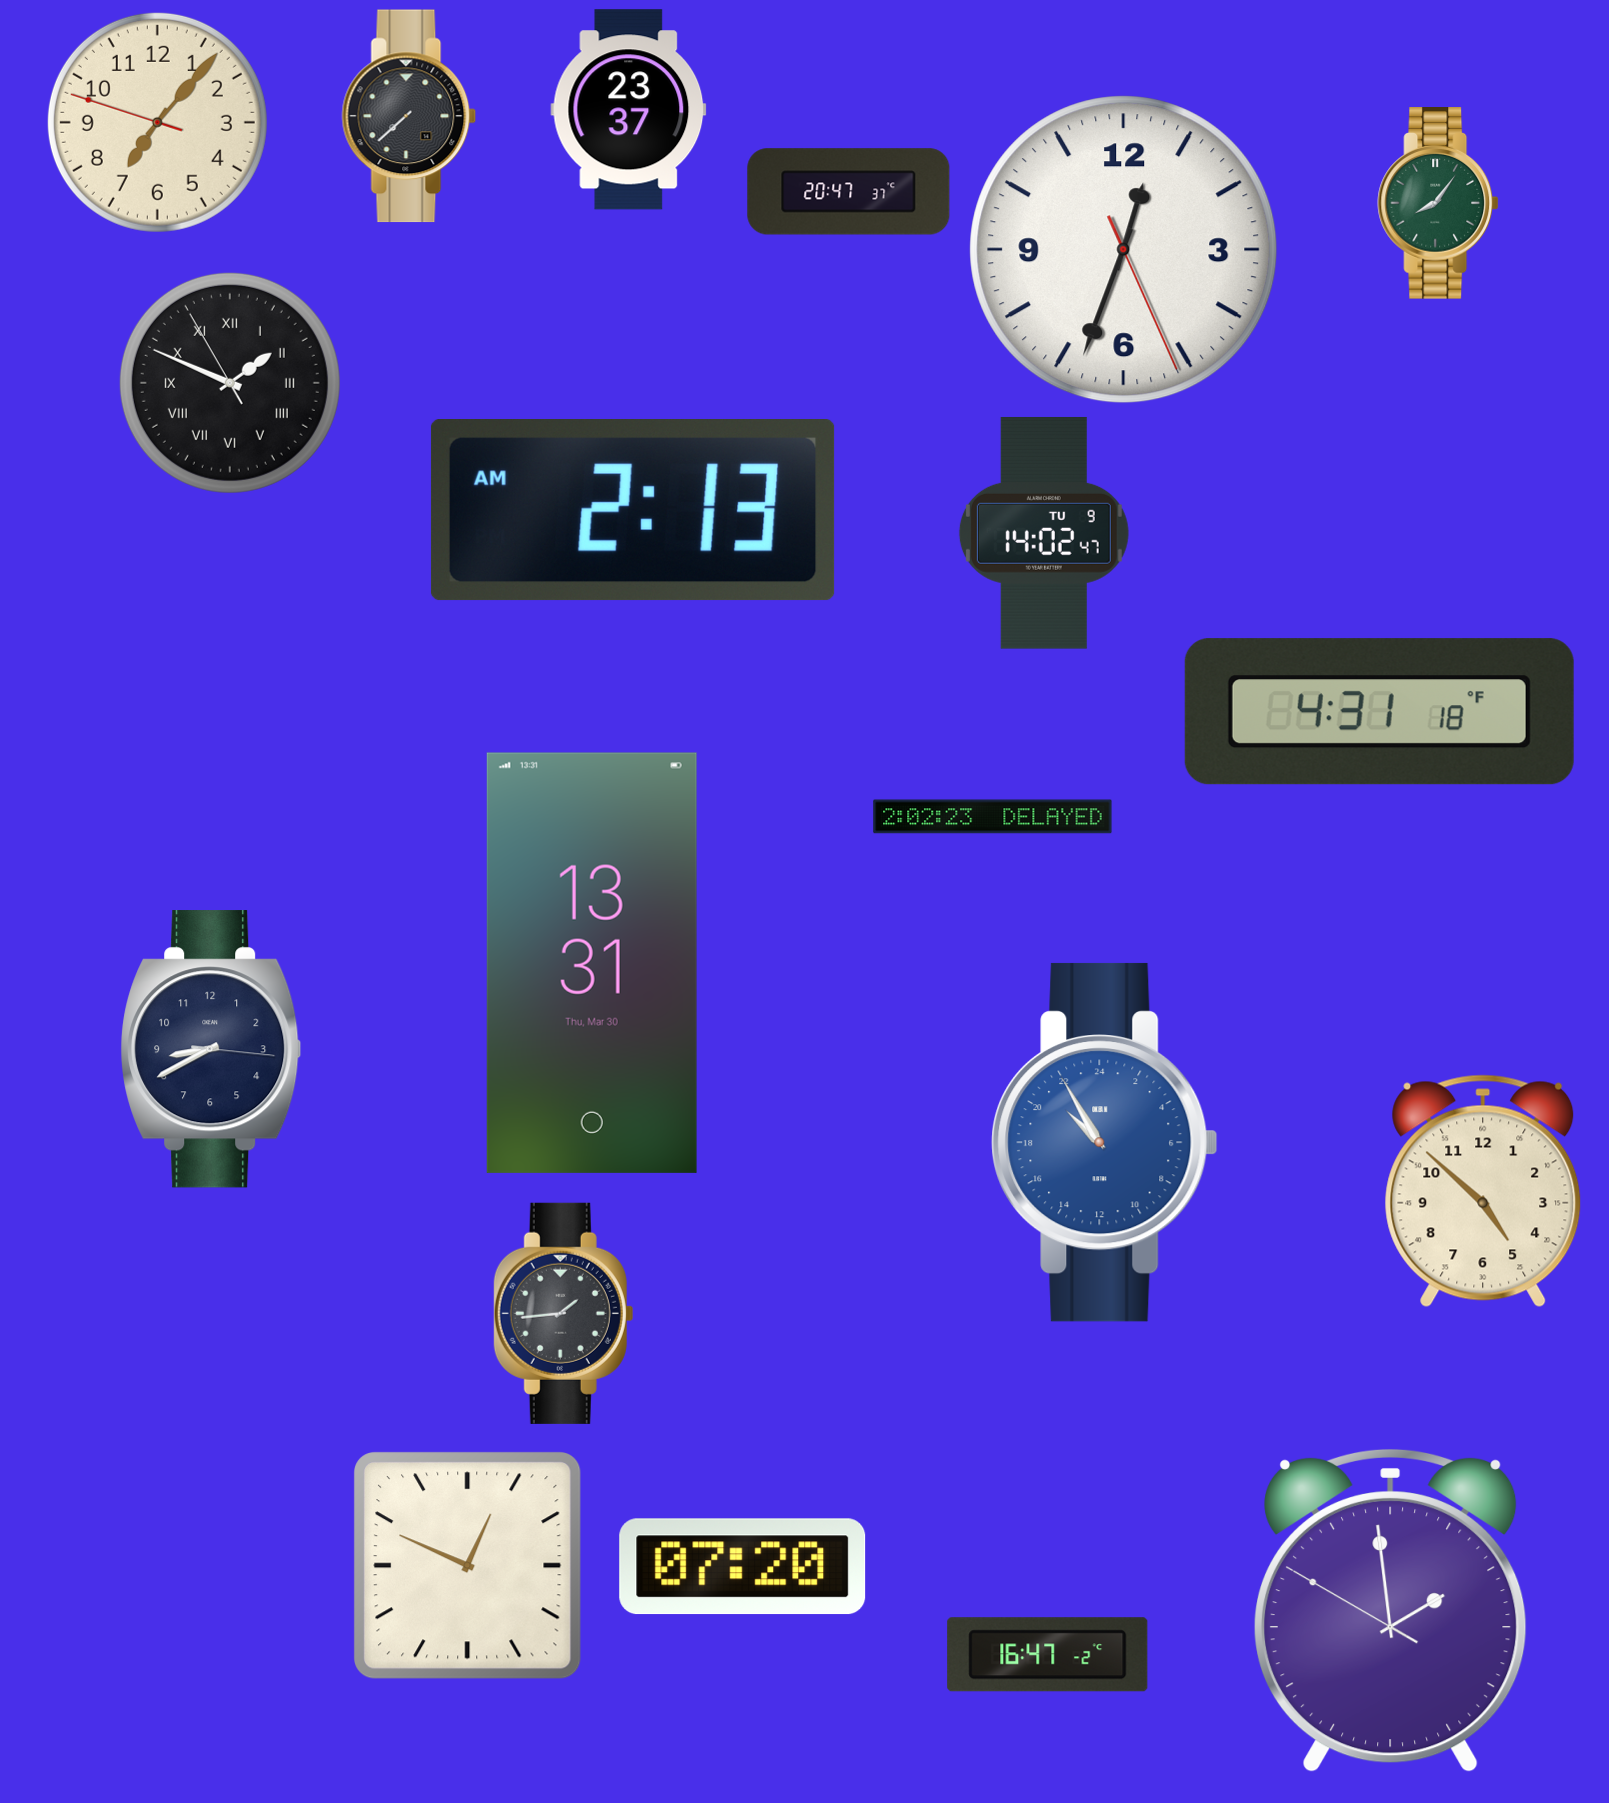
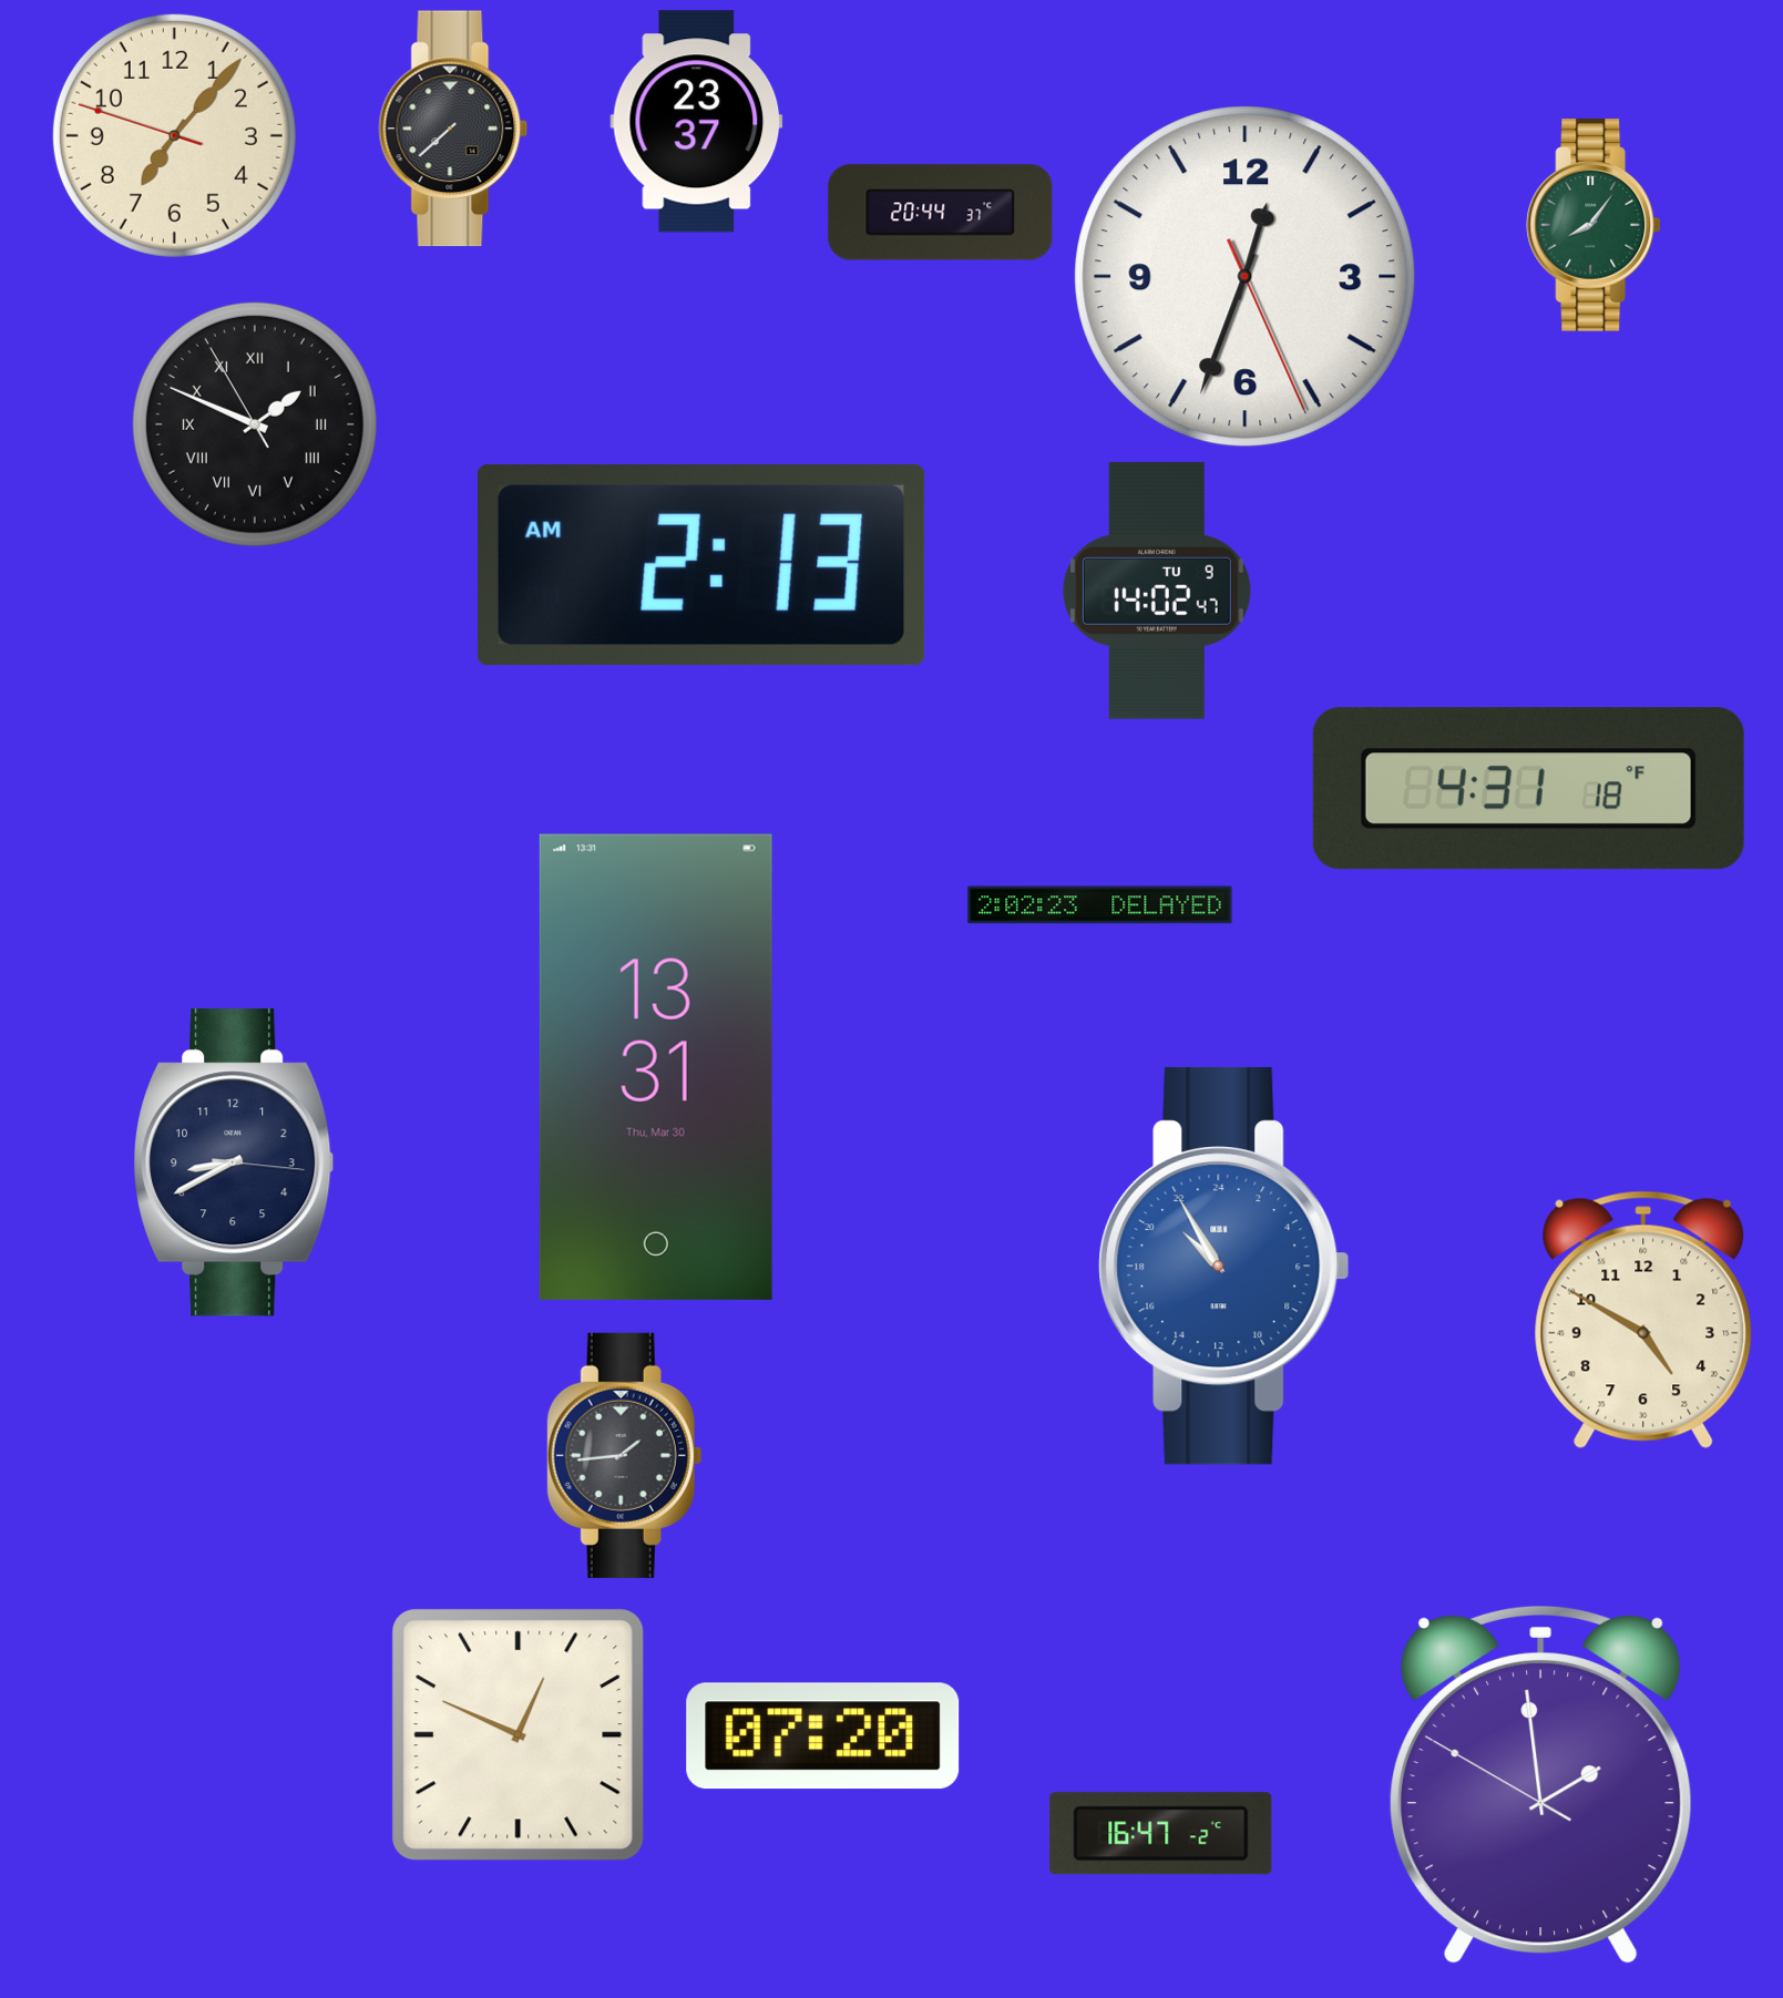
clock at (849, 192): 20:47 -> 20:44
clock at (1483, 1191): 4:52 -> 4:50
